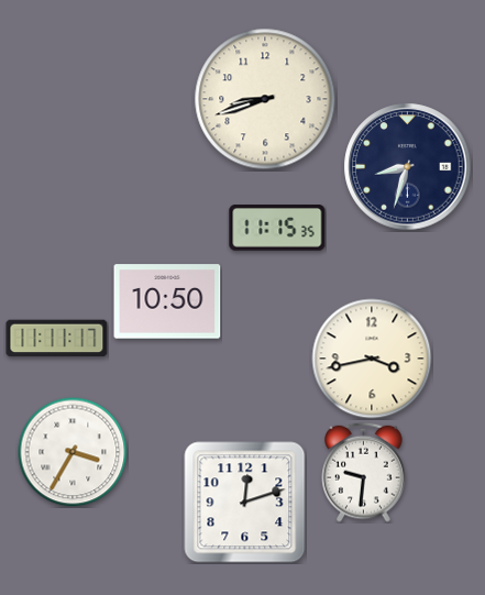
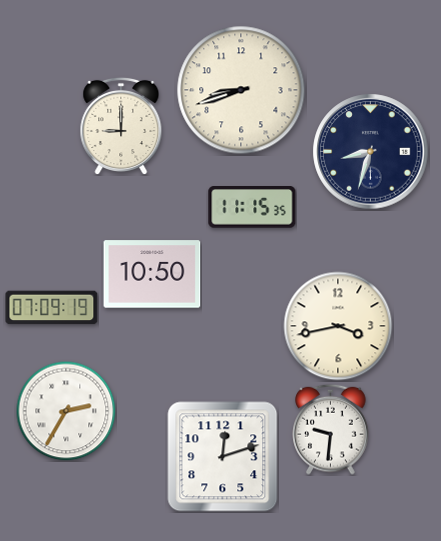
clock at (121, 125): none -> 9:00
clock at (57, 339): 11:11 -> 07:09
clock at (73, 452): 3:35 -> 2:35
